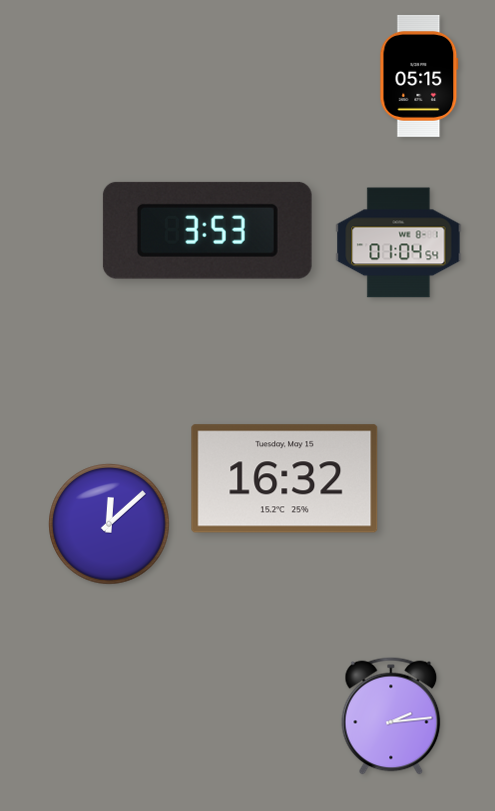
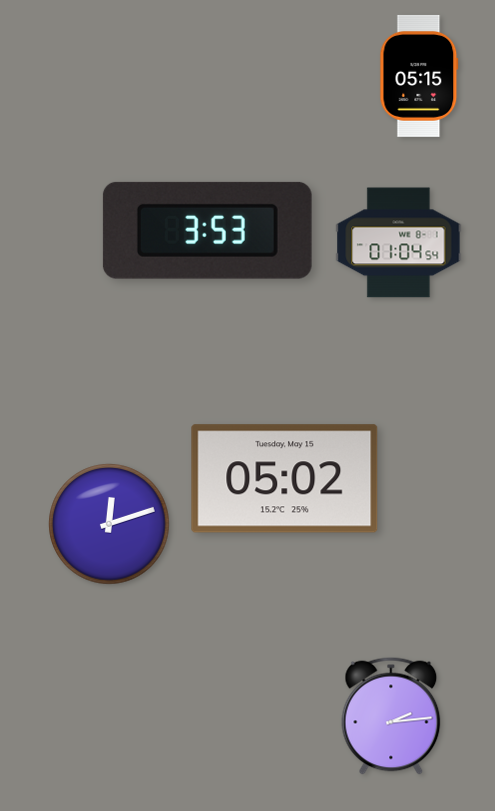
clock at (285, 479): 16:32 -> 05:02
clock at (109, 524): 12:08 -> 12:12
